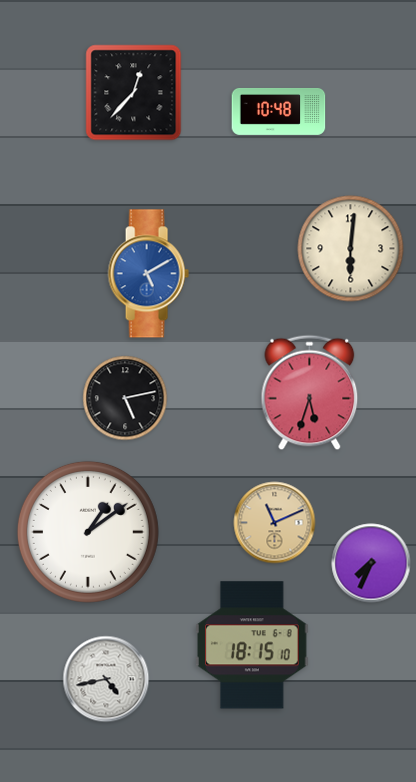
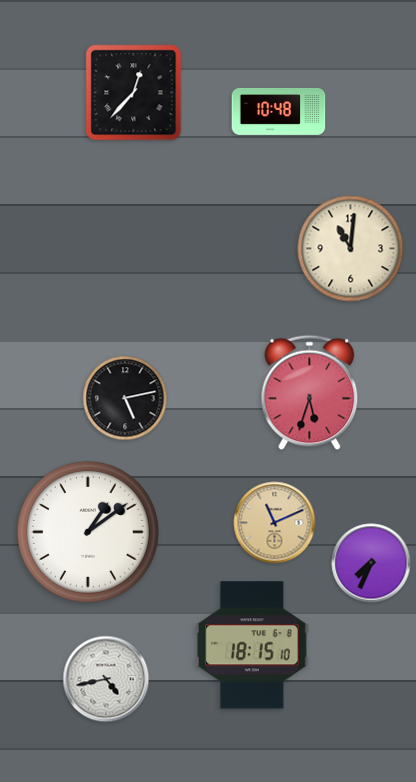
clock at (351, 249): 6:01 -> 11:01
clock at (148, 274): 5:10 -> none
